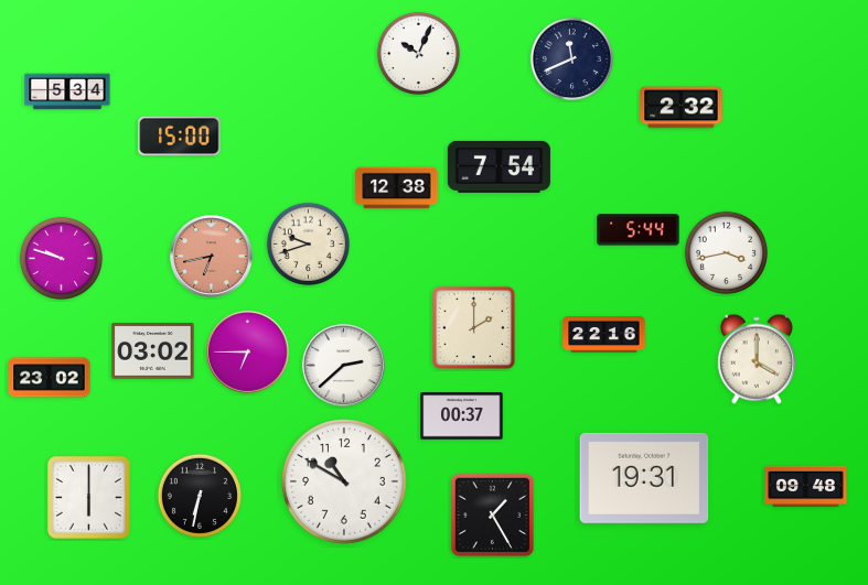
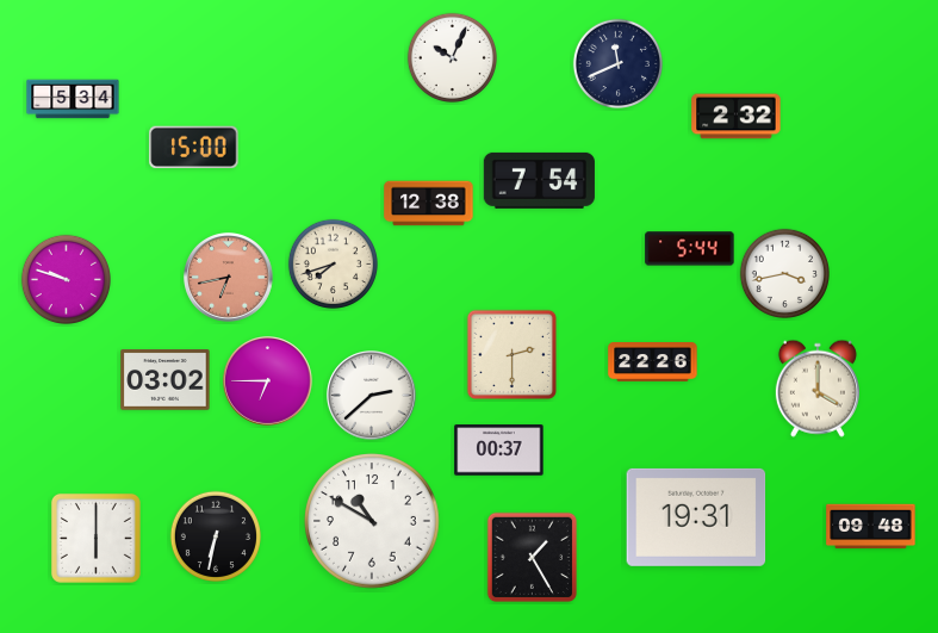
clock at (308, 243): 9:42 -> 7:42
clock at (474, 328): 2:00 -> 2:30
clock at (604, 335): 22:16 -> 22:26
clock at (50, 378): 23:02 -> none
